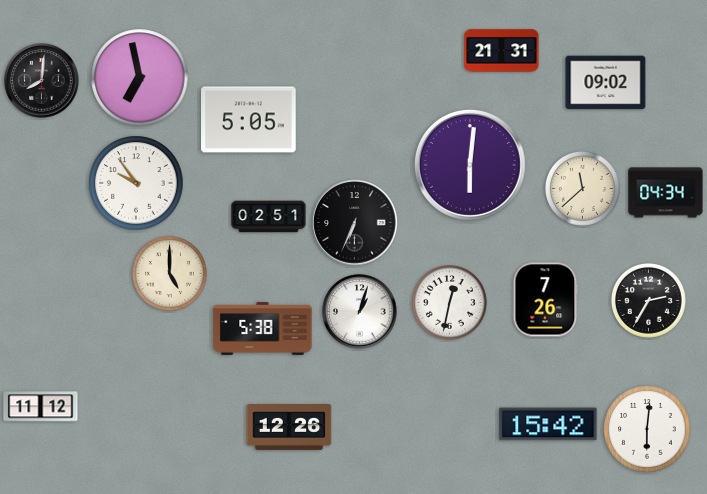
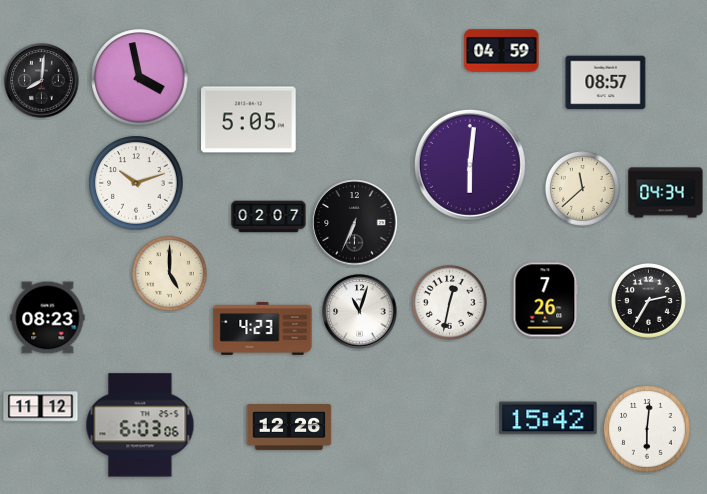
clock at (502, 51): 21:31 -> 04:59
clock at (140, 78): 6:58 -> 3:58
clock at (606, 83): 09:02 -> 08:57
clock at (136, 183): 9:54 -> 10:12
clock at (269, 217): 02:51 -> 02:07
clock at (360, 312): 1:03 -> 11:03
clock at (48, 318): none -> 08:23
clock at (263, 329): 5:38 -> 4:23
clock at (548, 424) position: (548, 424) -> (548, 418)
clock at (140, 425): none -> 6:03
